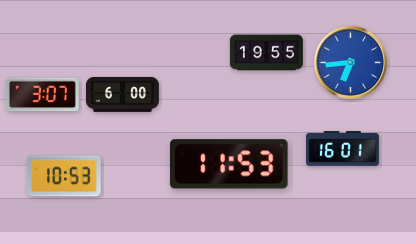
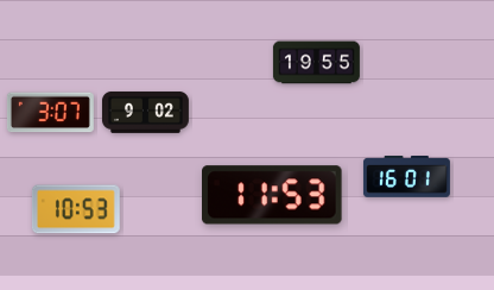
clock at (350, 62): 6:44 -> none
clock at (122, 94): 6:00 -> 9:02
